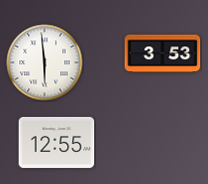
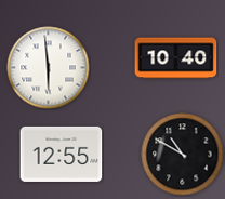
clock at (163, 54): 3:53 -> 10:40
clock at (183, 155): none -> 10:50
